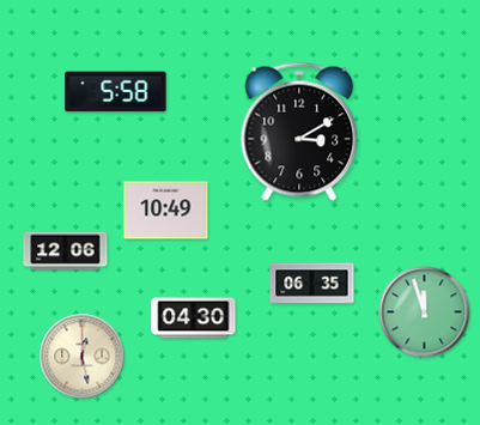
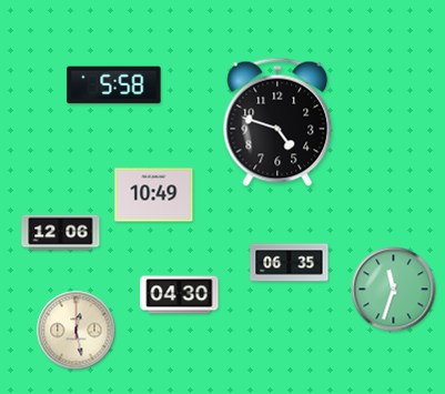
clock at (116, 92) position: (116, 92) -> (114, 85)
clock at (299, 132): 3:10 -> 4:48
clock at (425, 312): 11:57 -> 11:33
